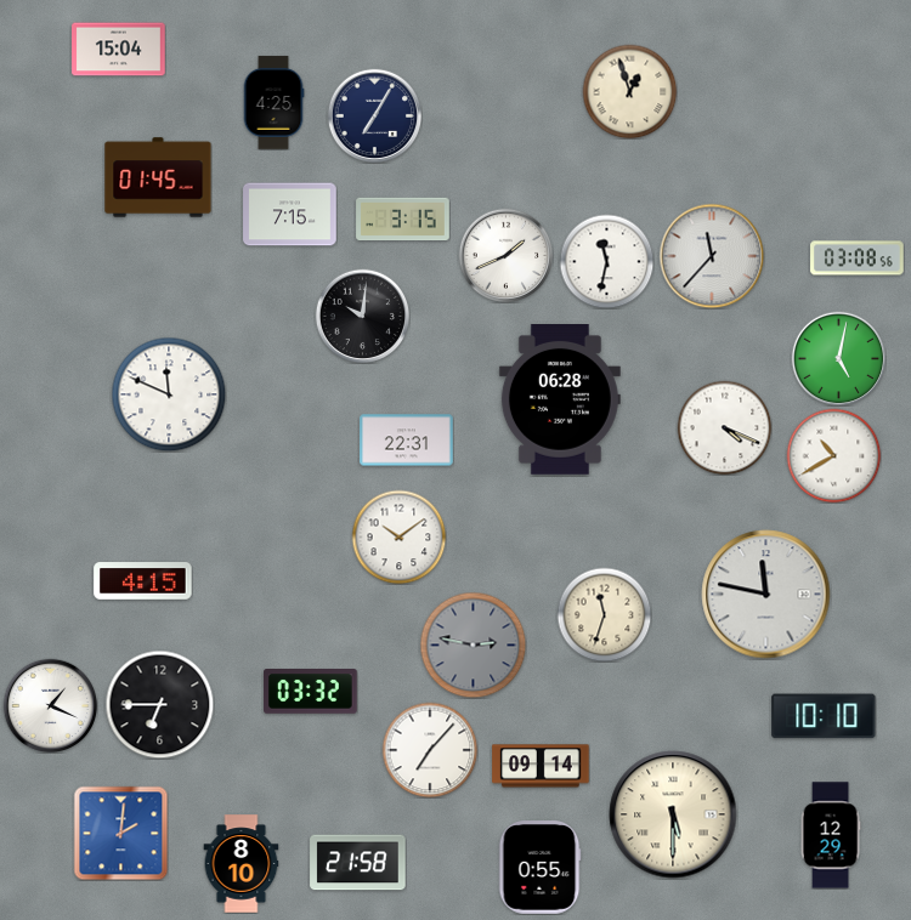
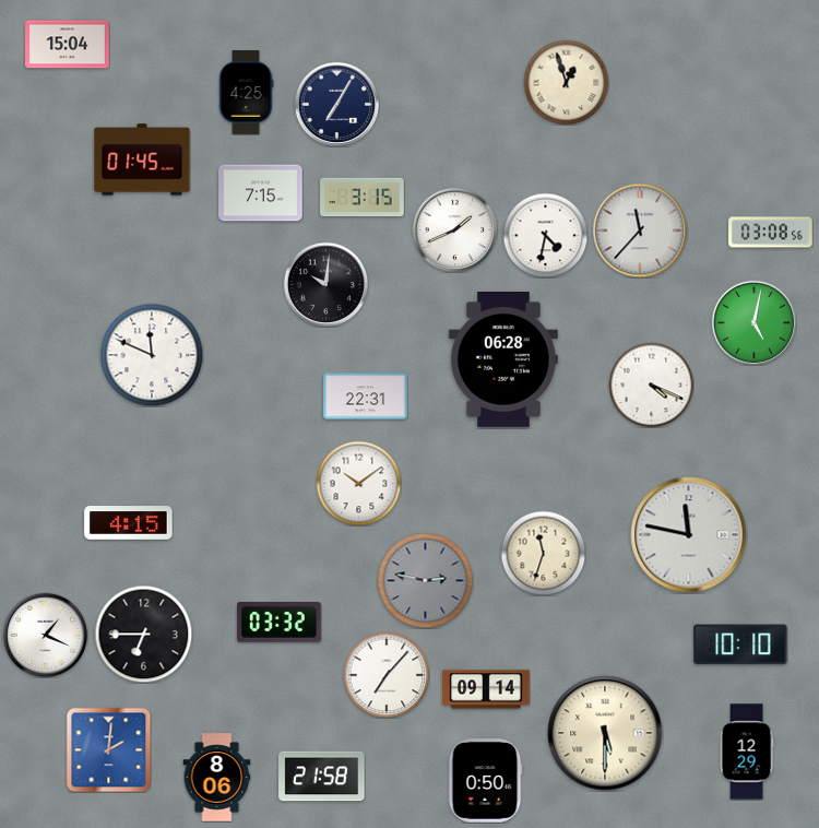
clock at (119, 50) position: (119, 50) -> (68, 45)
clock at (606, 261): 11:32 -> 4:32
clock at (833, 455): 10:40 -> none
clock at (242, 864): 8:10 -> 8:06
clock at (539, 868): 0:55 -> 0:50
